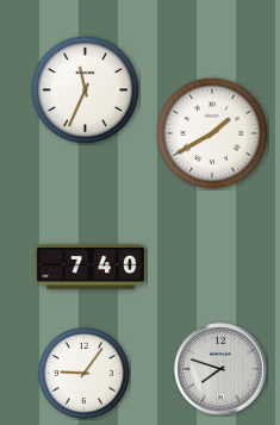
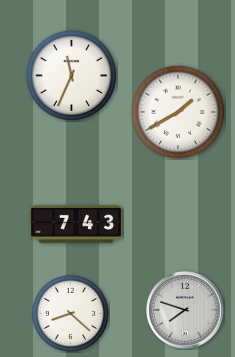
clock at (91, 267): 7:40 -> 7:43
clock at (83, 373): 9:06 -> 8:22
